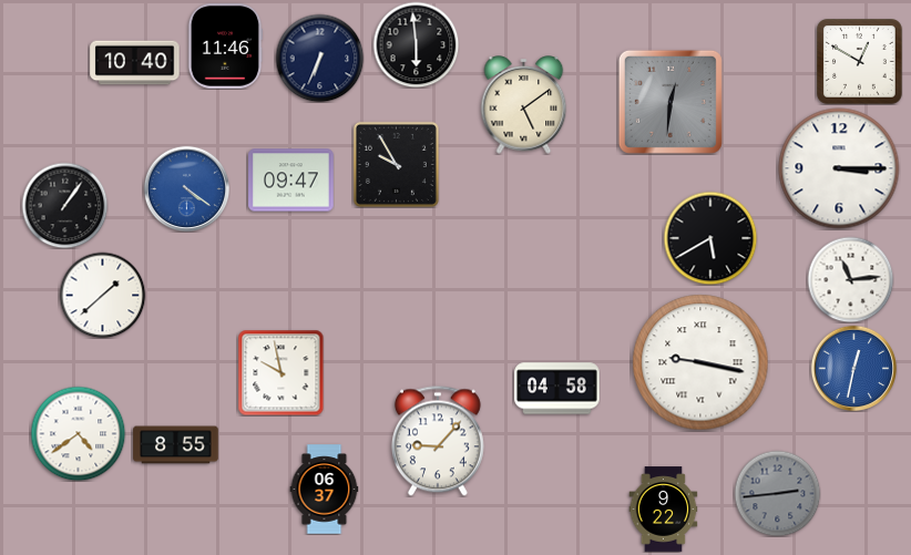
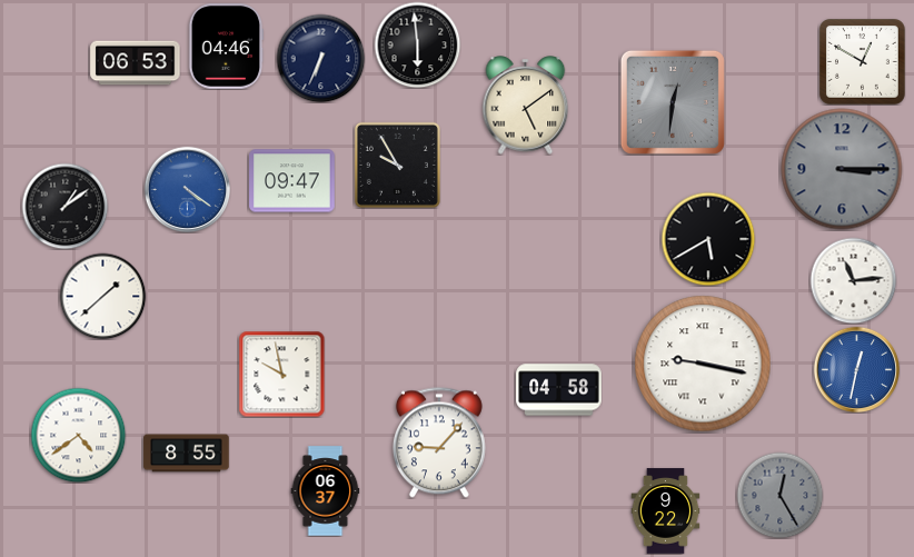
clock at (225, 47): 11:46 -> 04:46
clock at (135, 63): 10:40 -> 06:53
clock at (839, 168) dial: white -> grey
clock at (64, 205): 1:06 -> 1:09
clock at (710, 238) position: (710, 238) -> (708, 239)
clock at (176, 445) position: (176, 445) -> (187, 454)
clock at (777, 493): 2:44 -> 12:25
